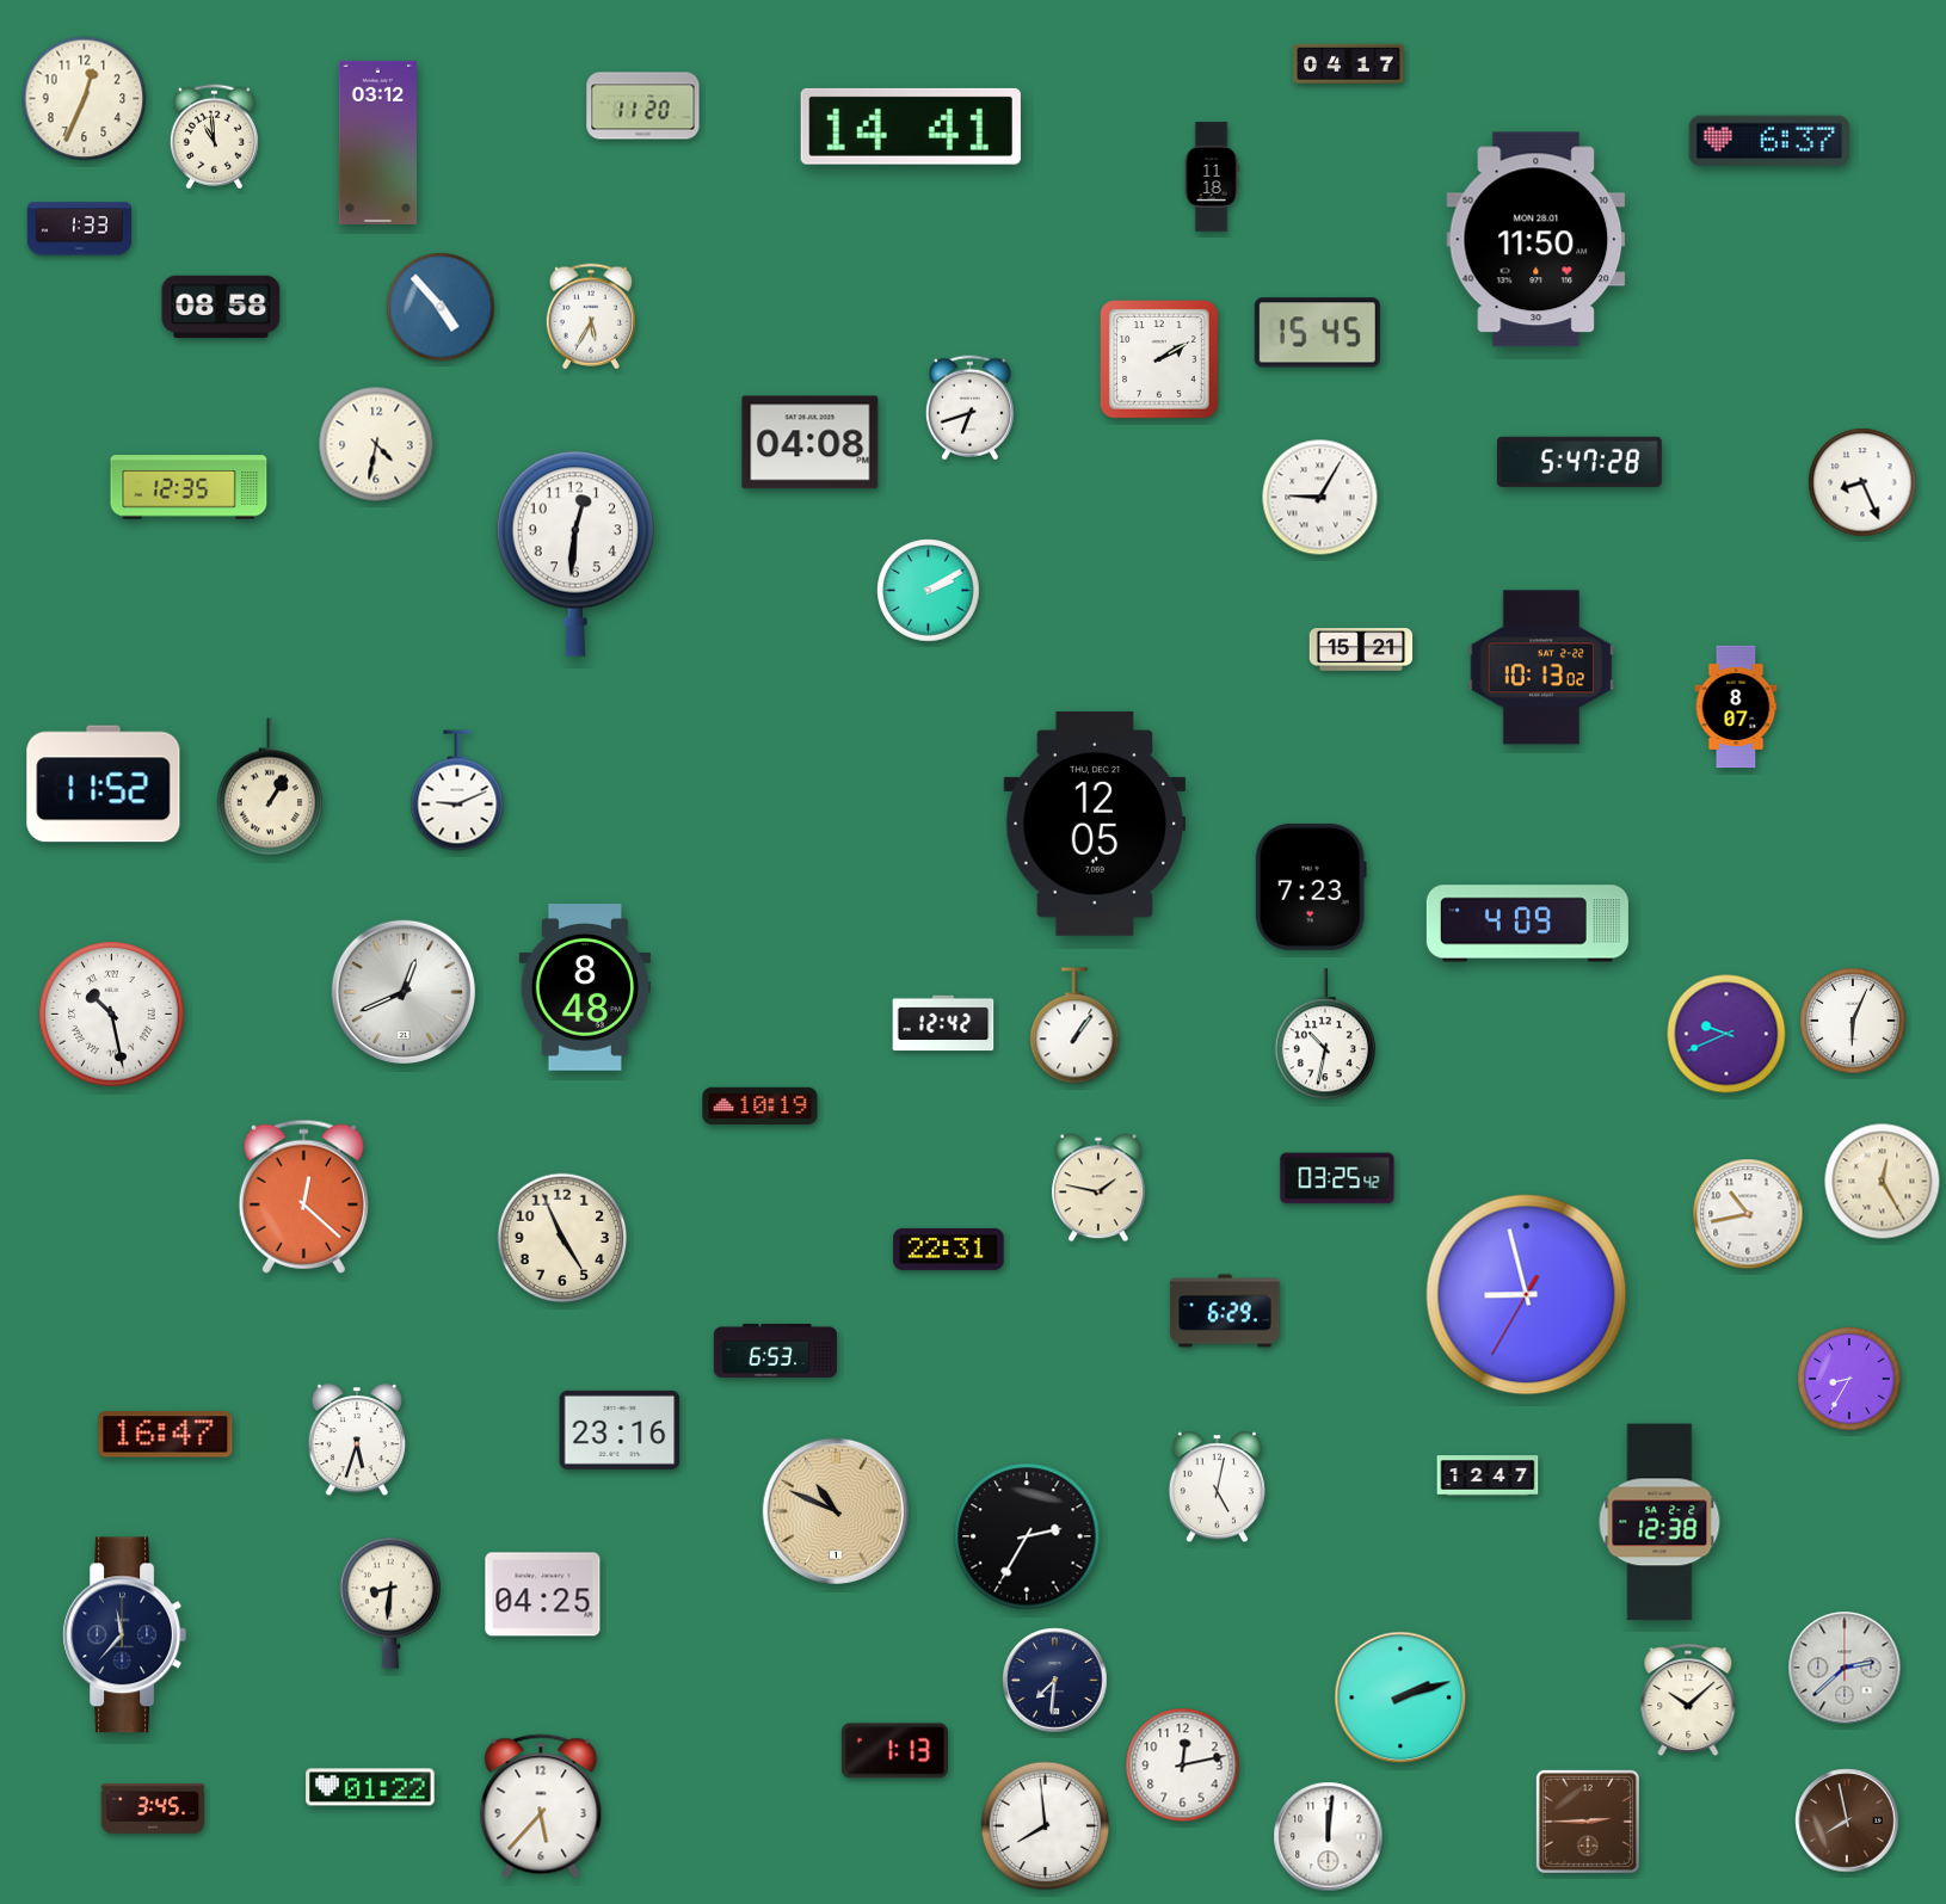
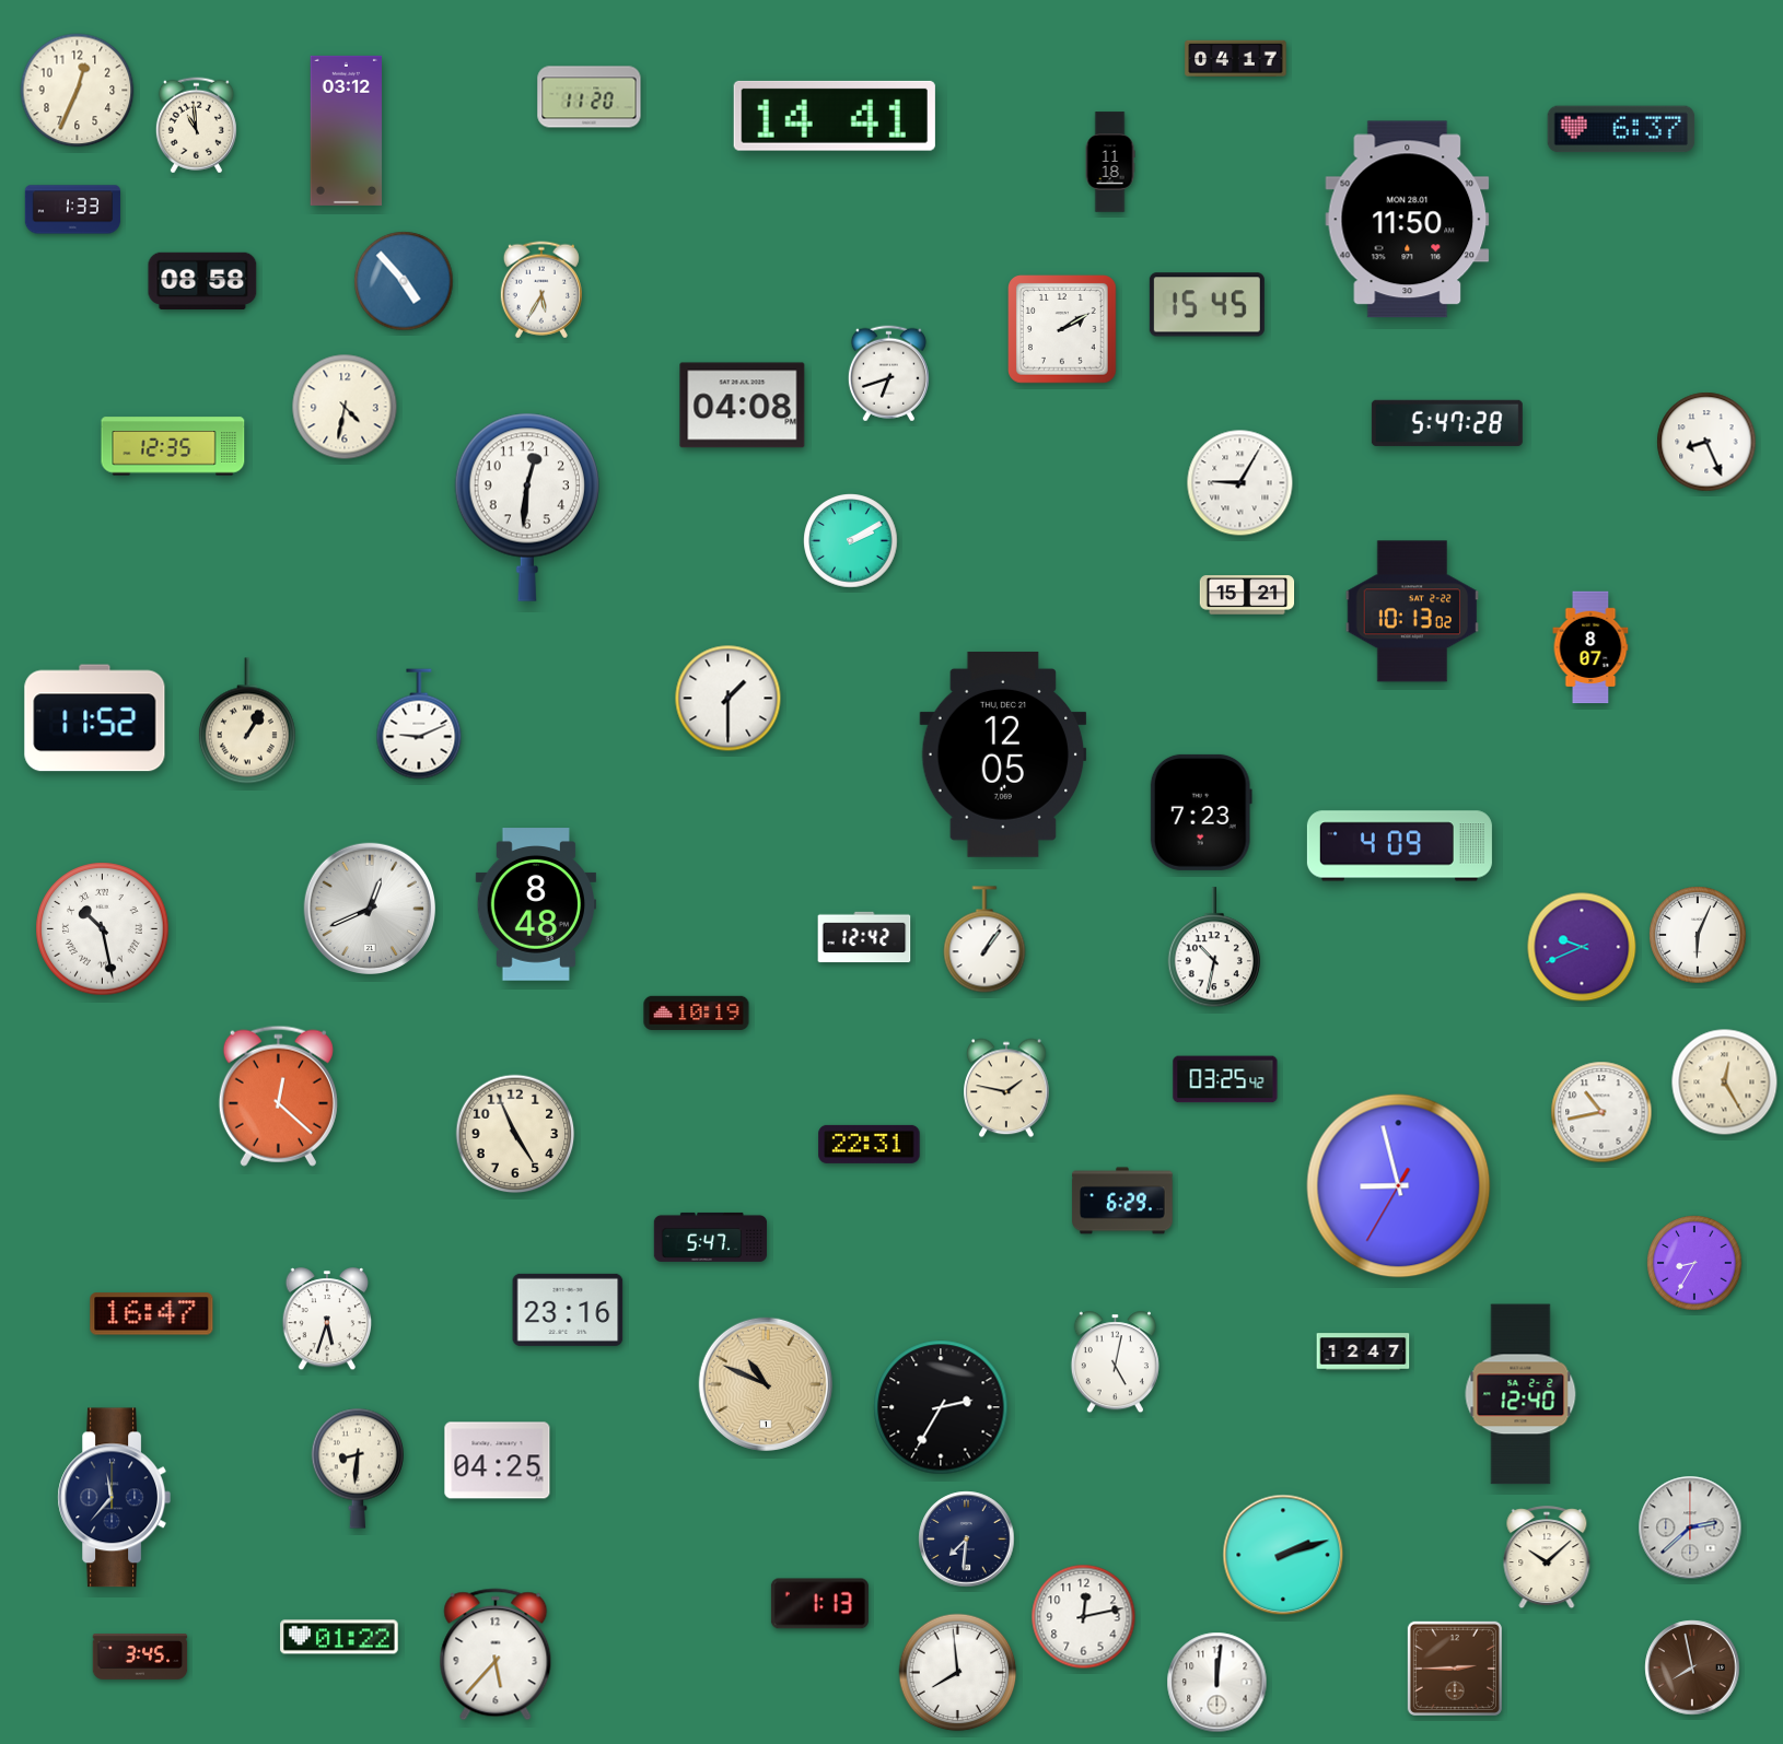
clock at (1320, 498) position: (1320, 498) -> (1240, 483)
clock at (729, 699): none -> 1:30
clock at (776, 1350): 6:53 -> 5:47
clock at (1659, 1522): 12:38 -> 12:40
